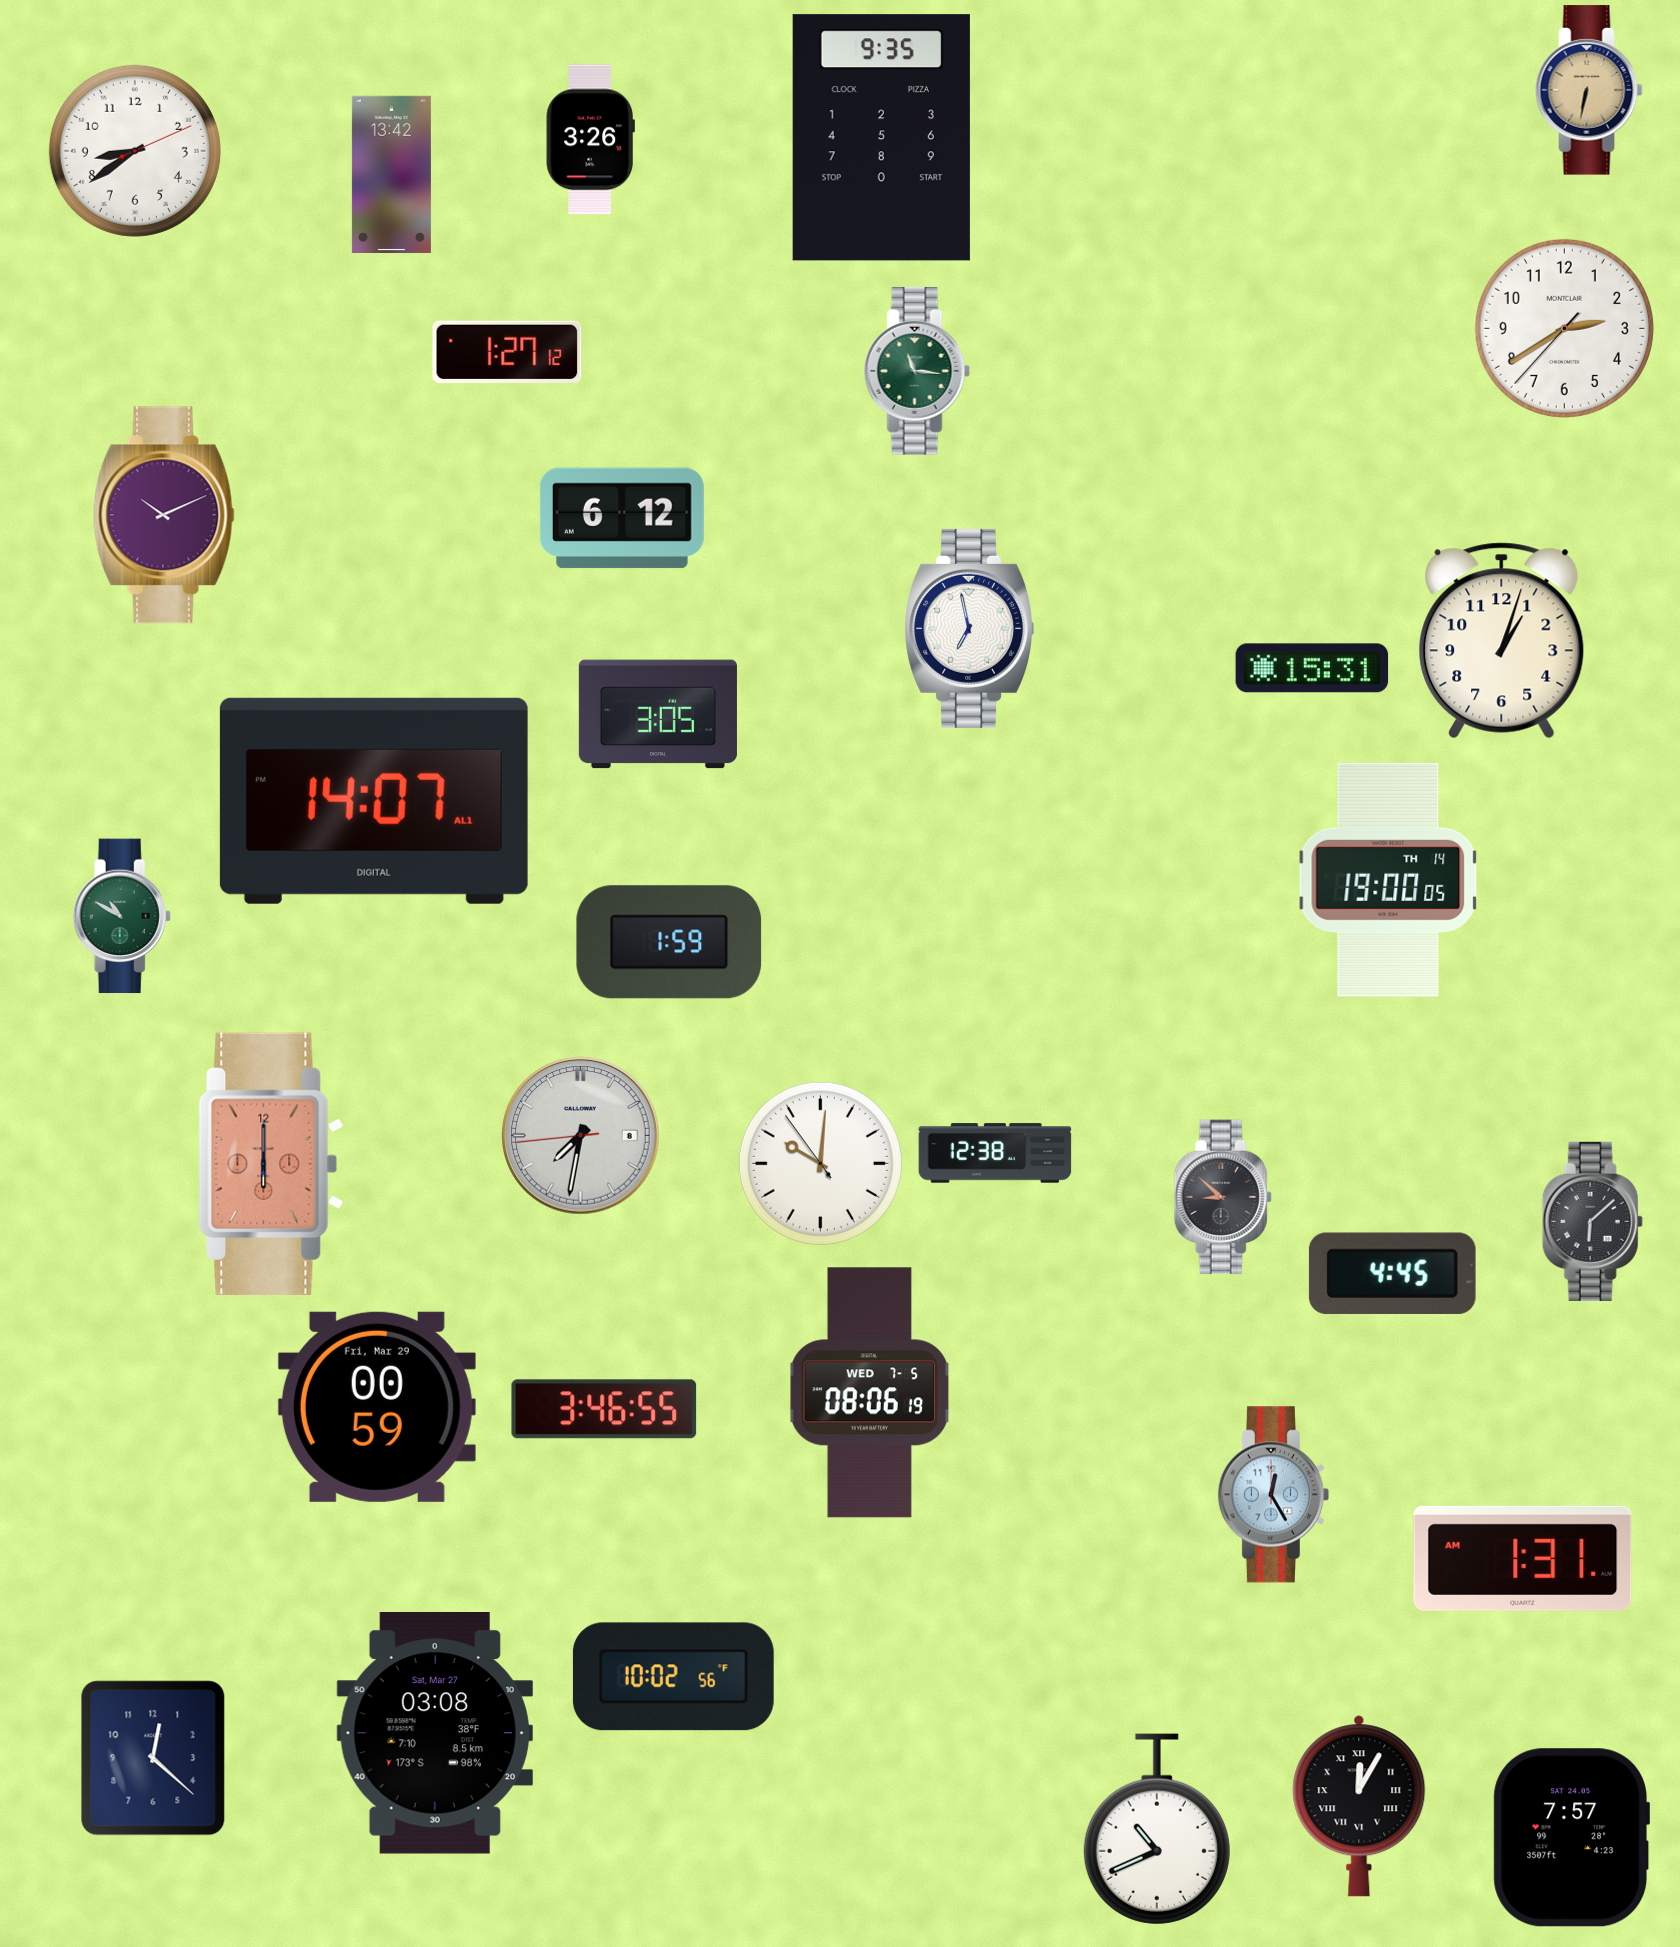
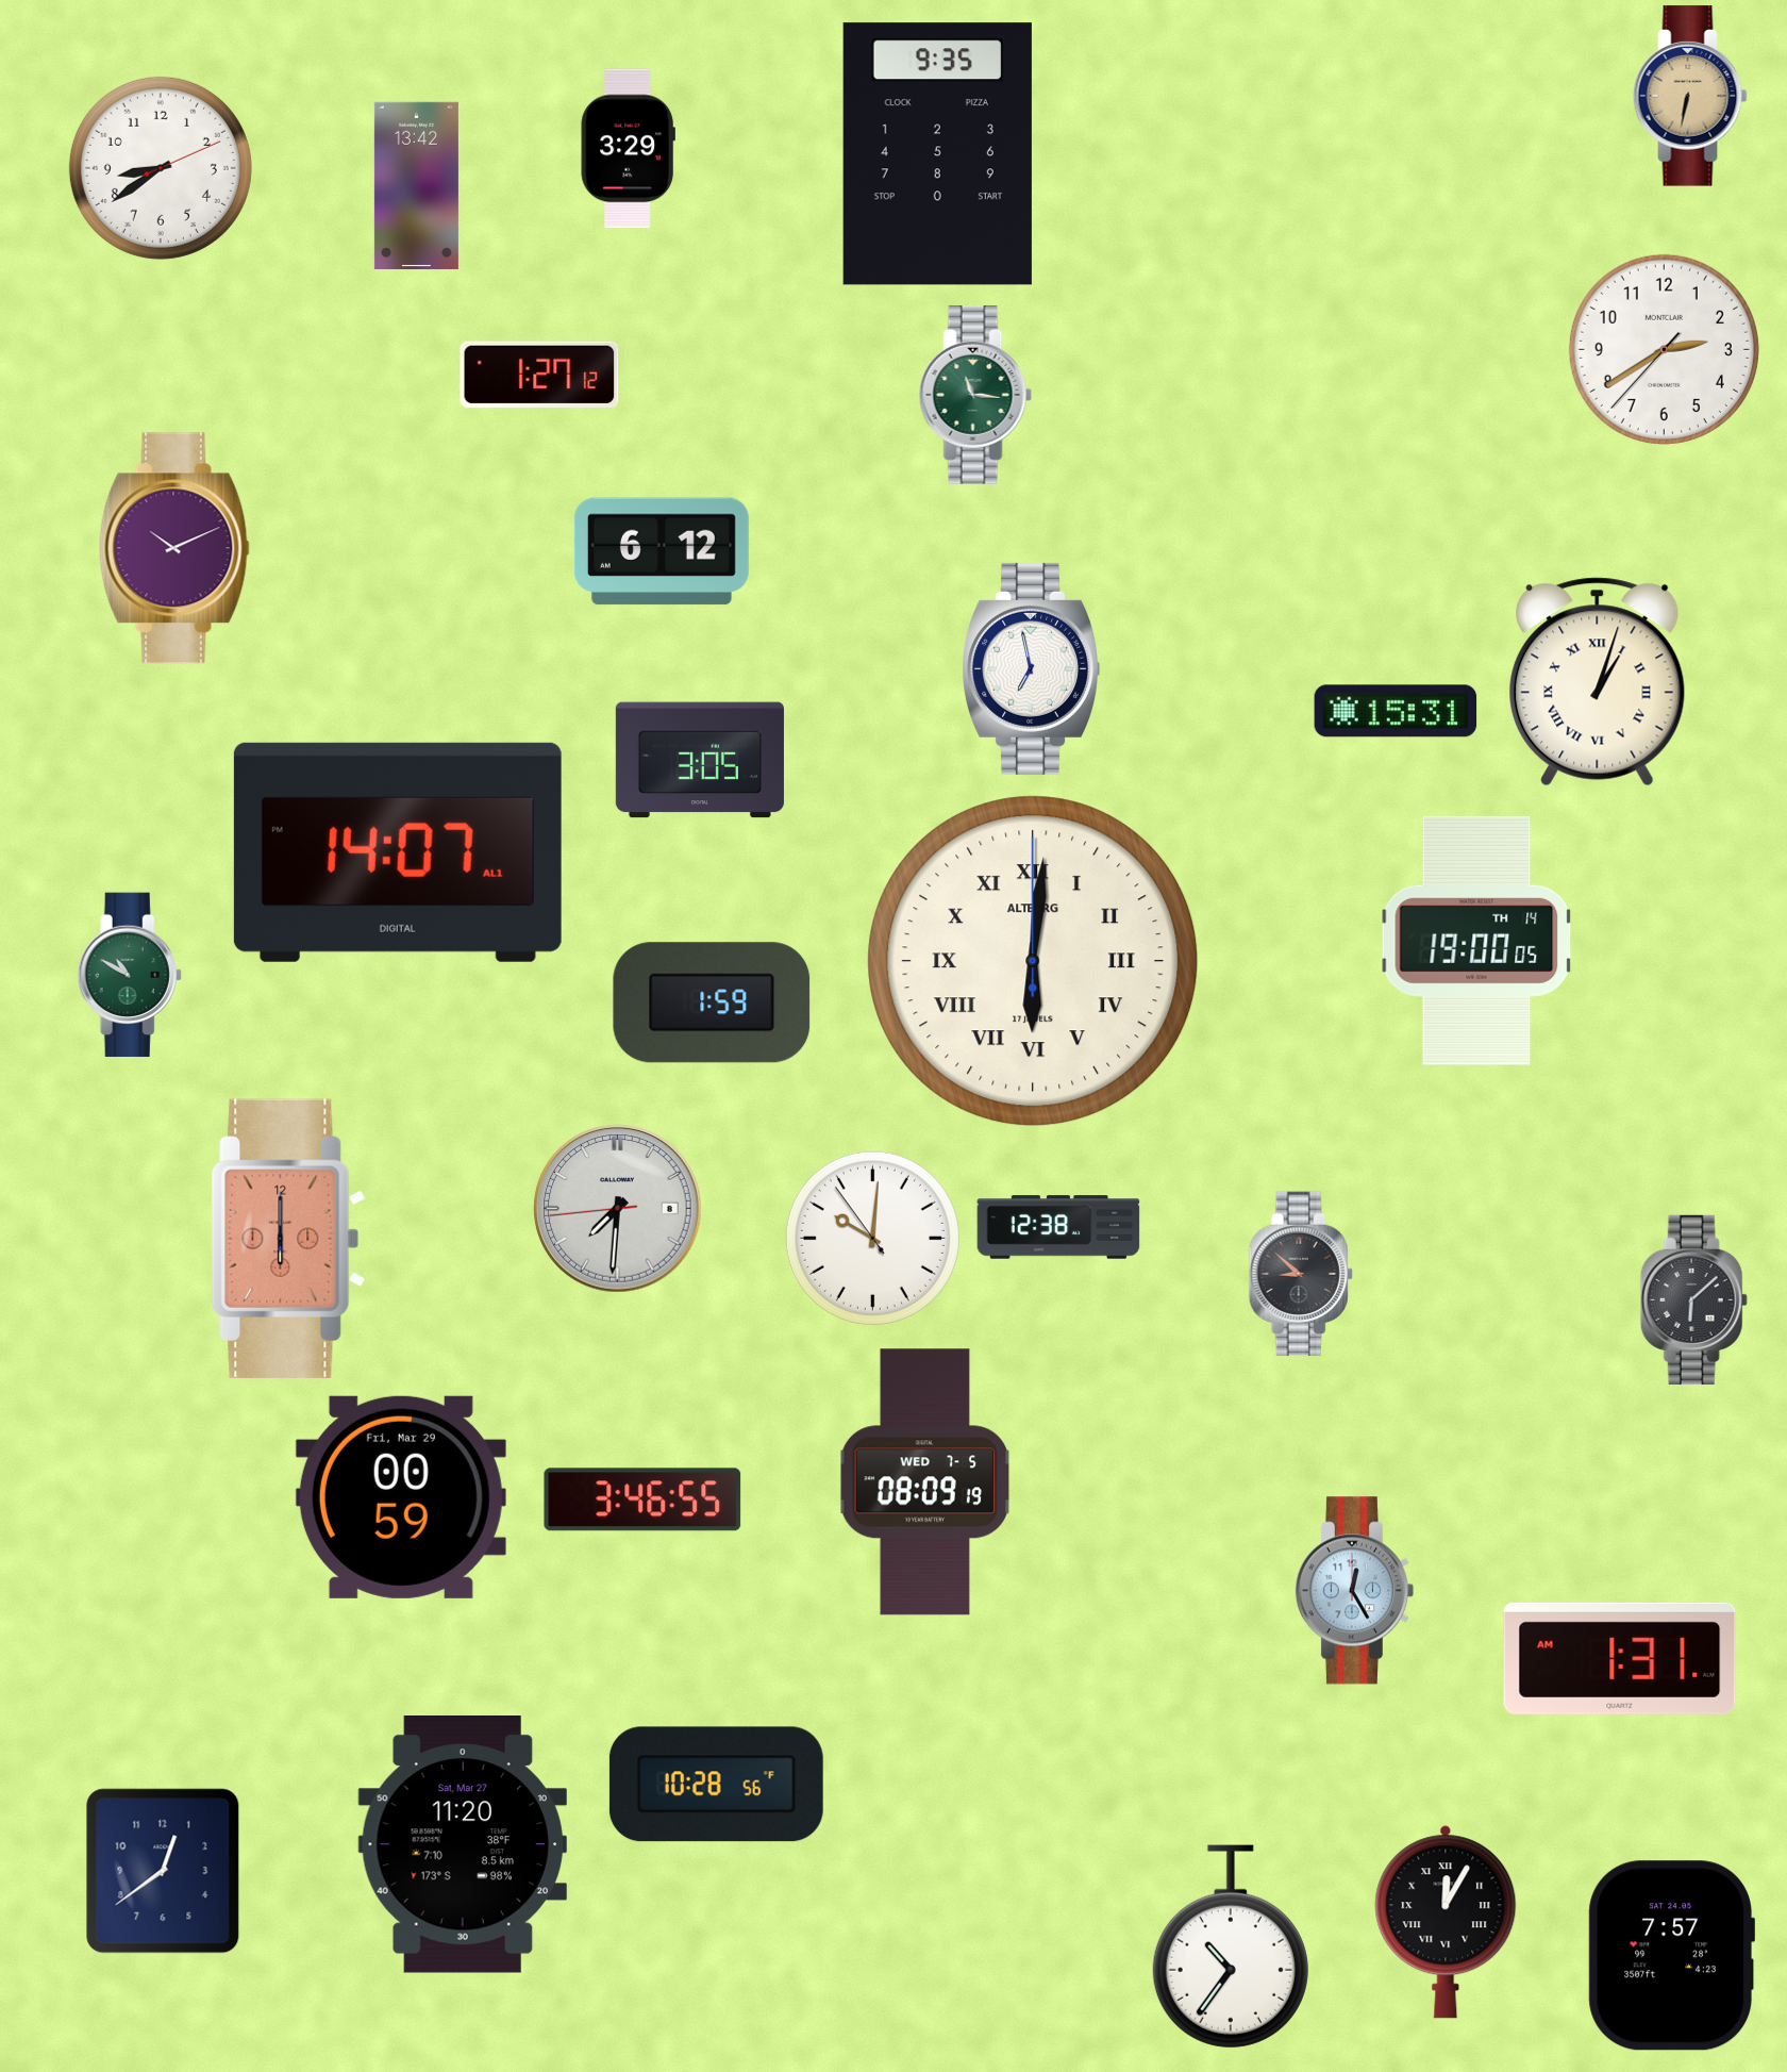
clock at (881, 138) position: (881, 138) -> (937, 154)
clock at (590, 140): 3:26 -> 3:29
clock at (135, 151) position: (135, 151) -> (161, 168)
clock at (1502, 641) numerals: Arabic -> Roman
clock at (1388, 880) position: (1388, 880) -> (1476, 941)
clock at (1033, 961): none -> 6:01
clock at (581, 1136): 7:31 -> 7:30
clock at (1392, 1273): 4:45 -> none
clock at (870, 1393): 08:06 -> 08:09
clock at (673, 1677): 10:02 -> 10:28
clock at (435, 1734): 03:08 -> 11:20
clock at (153, 1758): 12:22 -> 12:39
clock at (1157, 1829): 10:41 -> 10:36
